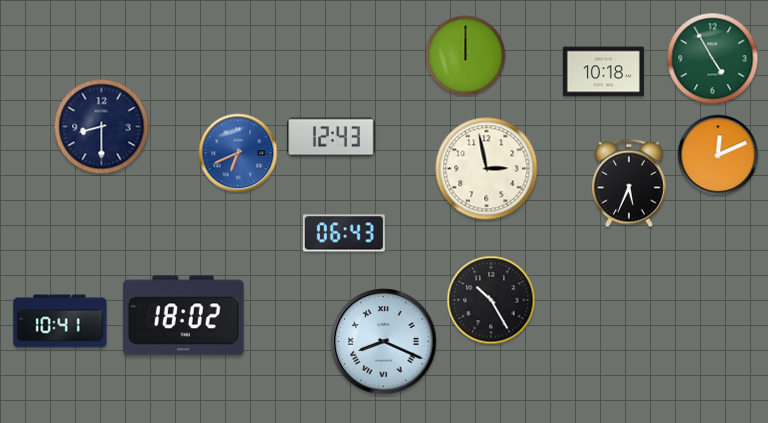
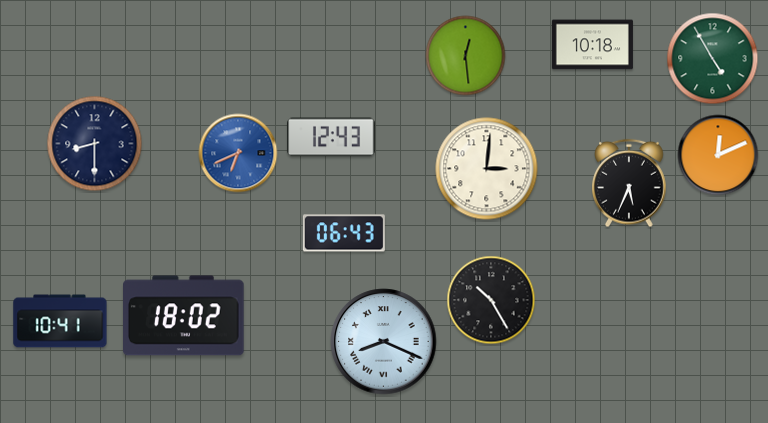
clock at (466, 56): 12:00 -> 12:29
clock at (603, 72) position: (603, 72) -> (592, 45)
clock at (102, 127) position: (102, 127) -> (95, 144)
clock at (487, 169): 2:58 -> 3:01
